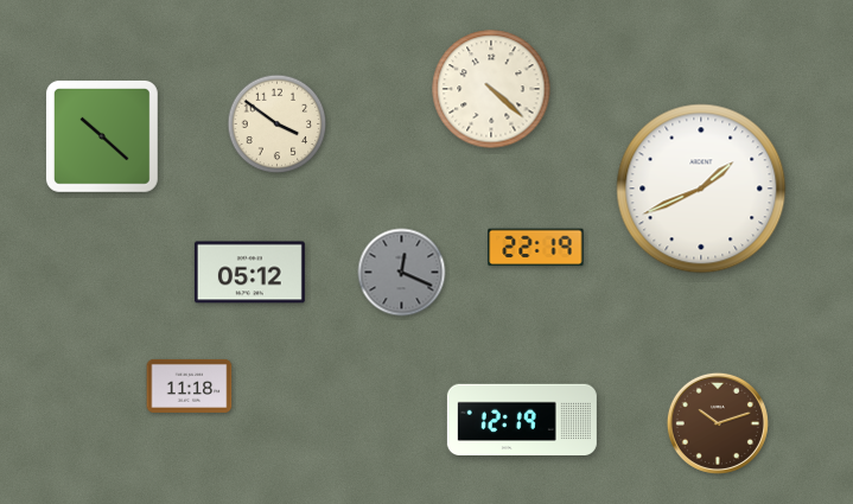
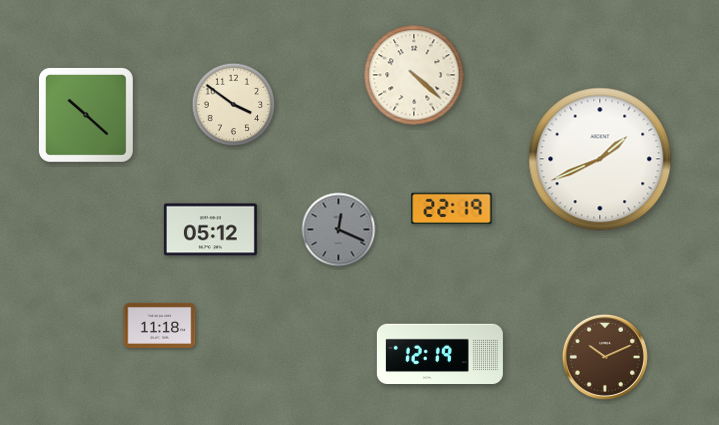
clock at (701, 189) position: (701, 189) -> (600, 159)
clock at (718, 423): 10:12 -> 10:11
